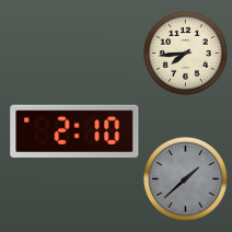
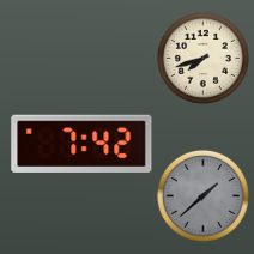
clock at (185, 53): 7:44 -> 7:42
clock at (74, 130): 2:10 -> 7:42
